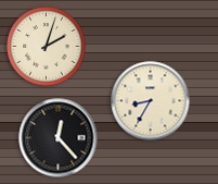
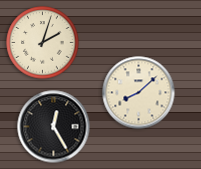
clock at (151, 101): 8:35 -> 8:08
clock at (59, 138): 12:23 -> 12:25
